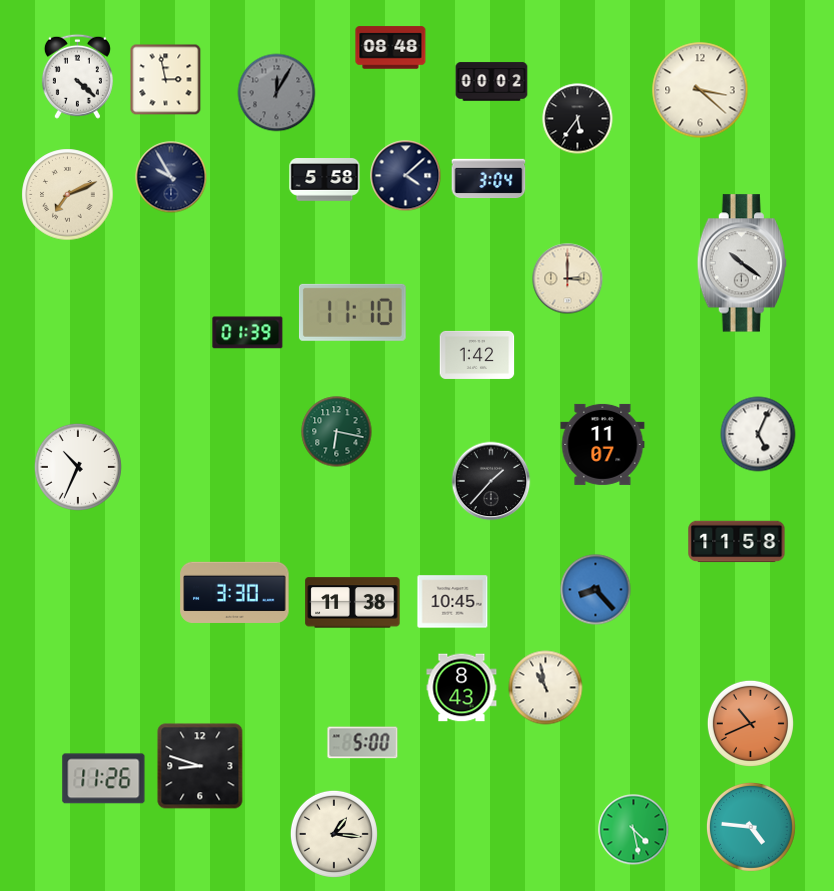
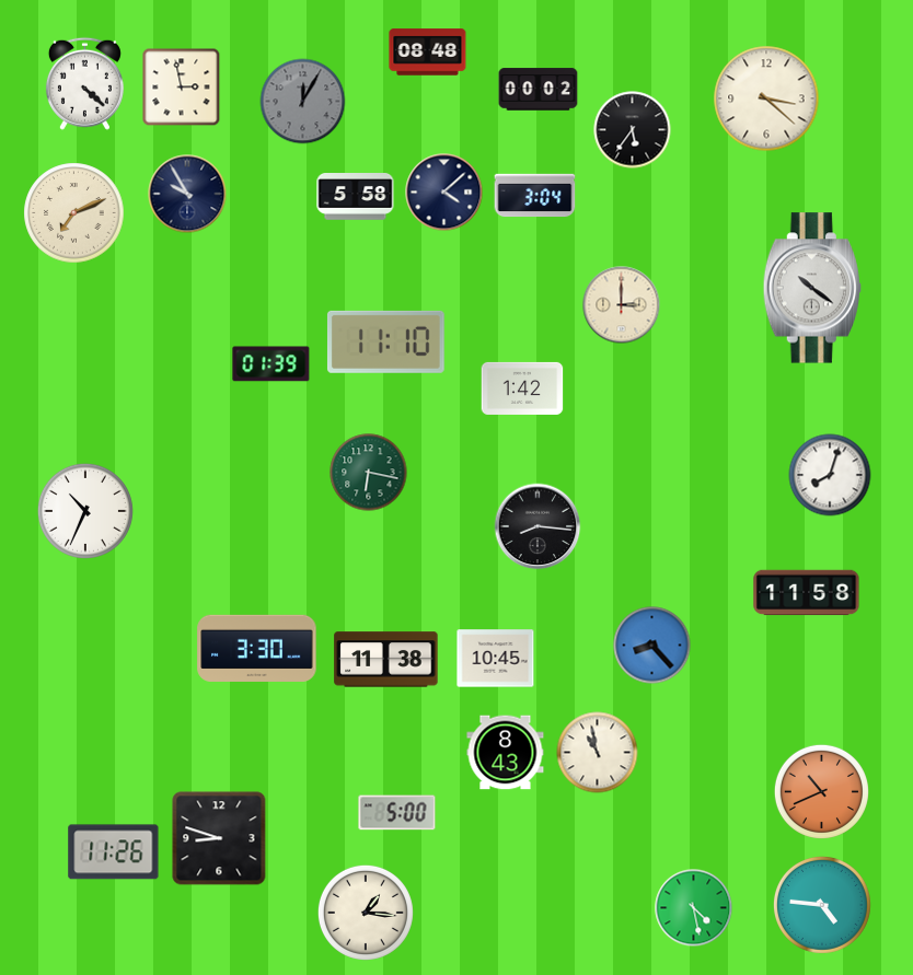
clock at (758, 434): 5:04 -> 8:03
clock at (603, 444): 11:07 -> none
clock at (491, 481): 1:37 -> 8:16
